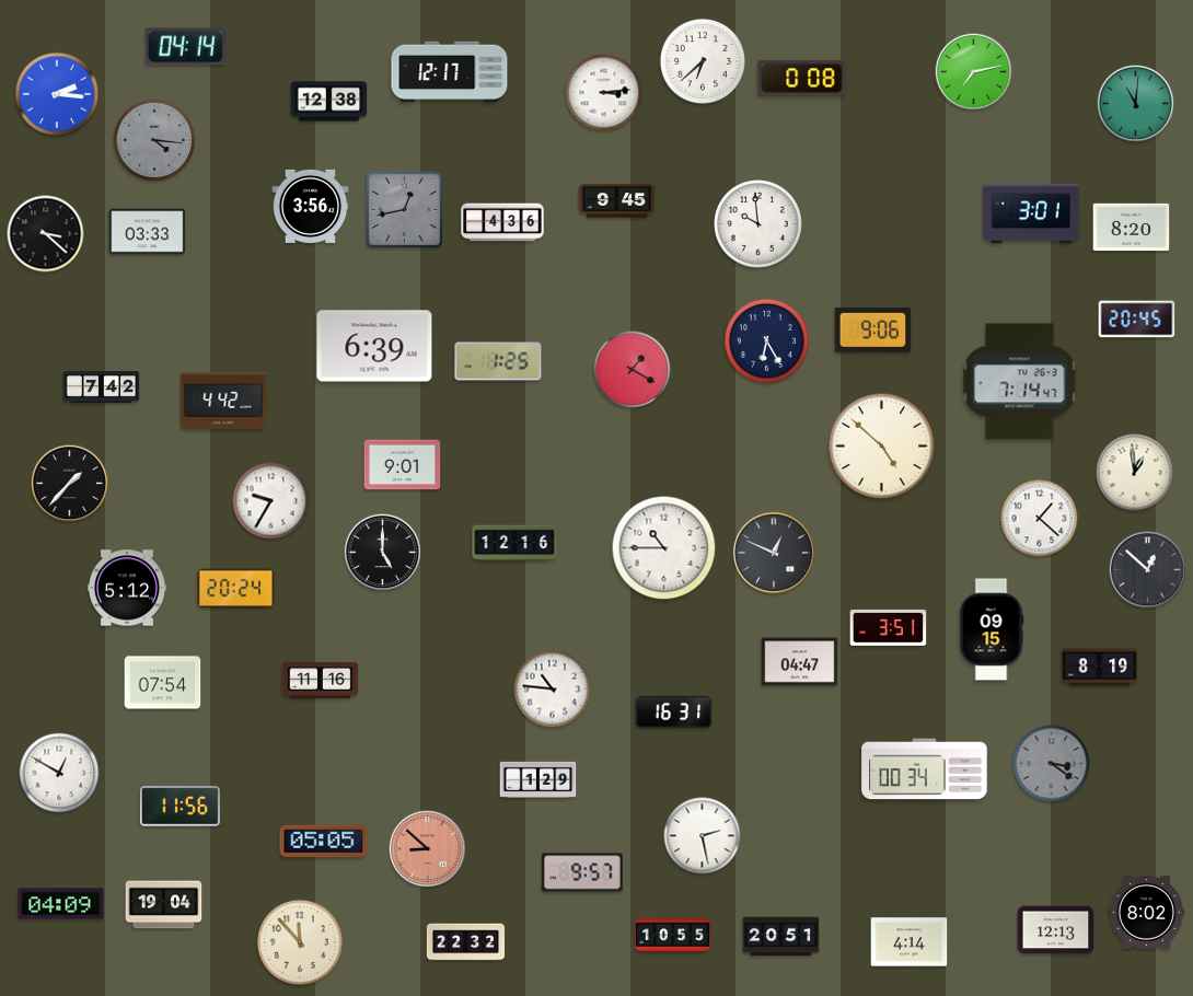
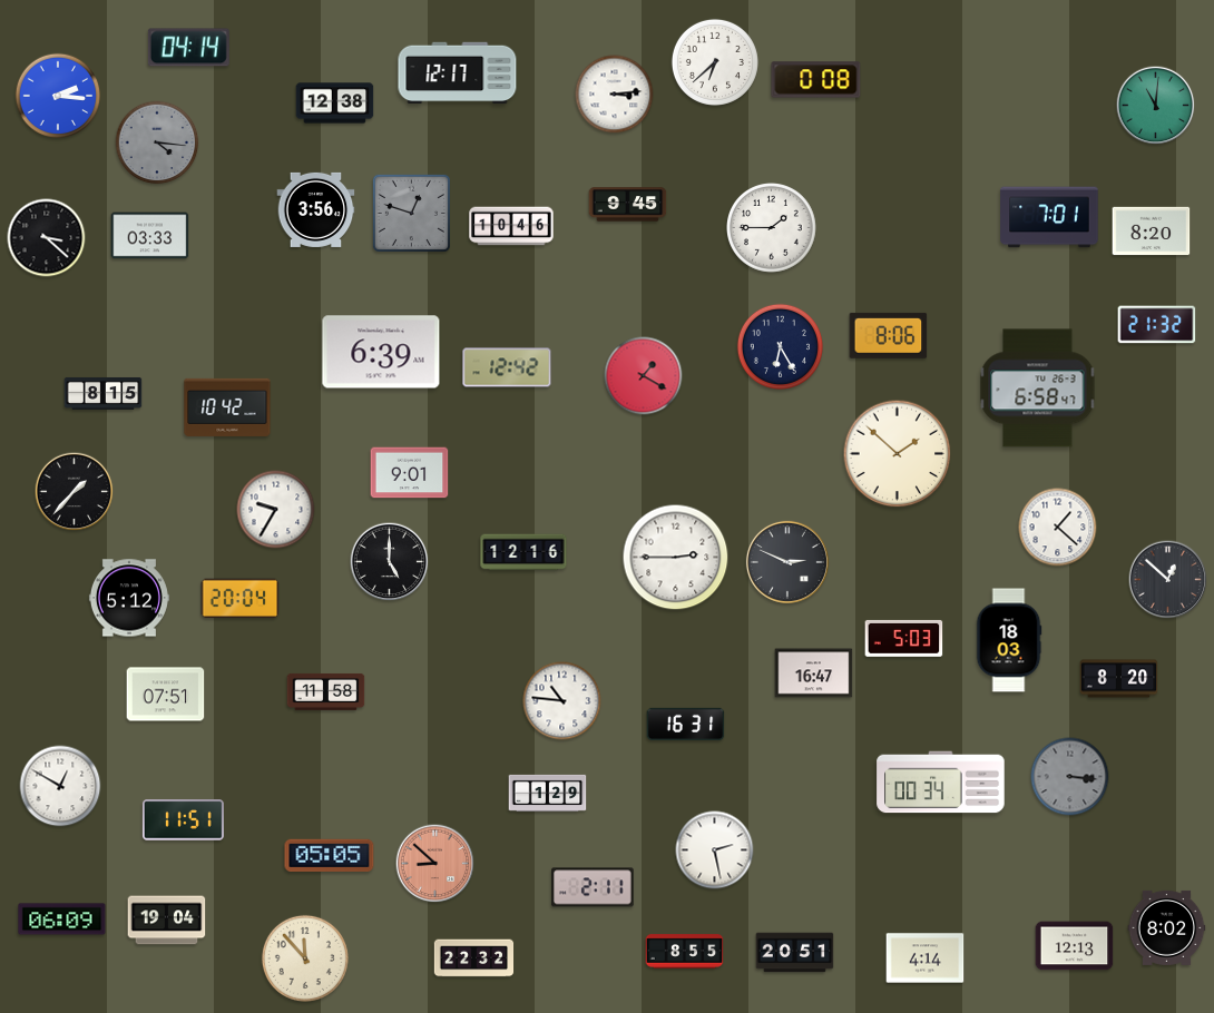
clock at (974, 72): 7:13 -> none
clock at (404, 209): 12:43 -> 12:48
clock at (1031, 213): 3:01 -> 7:01
clock at (502, 222): 4:36 -> 10:46
clock at (758, 224): 9:59 -> 1:45
clock at (1137, 320): 20:45 -> 21:32
clock at (873, 329): 9:06 -> 8:06
clock at (498, 361): 1:25 -> 12:42
clock at (1020, 382): 7:14 -> 6:58
clock at (102, 387): 7:42 -> 8:15
clock at (223, 401): 4:42 -> 10:42
clock at (882, 447): 4:52 -> 1:52
clock at (1135, 473): 12:59 -> none
clock at (70, 484) position: (70, 484) -> (75, 492)
clock at (664, 548): 10:45 -> 2:45
clock at (774, 553): 12:49 -> 2:49
clock at (236, 589): 20:24 -> 20:04
clock at (889, 627): 3:51 -> 5:03
clock at (992, 629): 09:15 -> 18:03
clock at (800, 662): 04:47 -> 16:47
clock at (1100, 668): 8:19 -> 8:20
clock at (321, 680): 11:16 -> 11:58
clock at (163, 683): 07:54 -> 07:51
clock at (1052, 764): 3:21 -> 3:16
clock at (179, 807): 11:56 -> 11:51
clock at (583, 872): 9:57 -> 2:11
clock at (61, 904): 04:09 -> 06:09
clock at (673, 936): 10:55 -> 8:55
